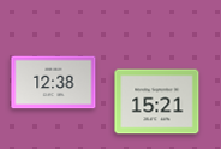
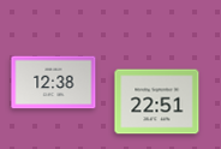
clock at (157, 102): 15:21 -> 22:51
